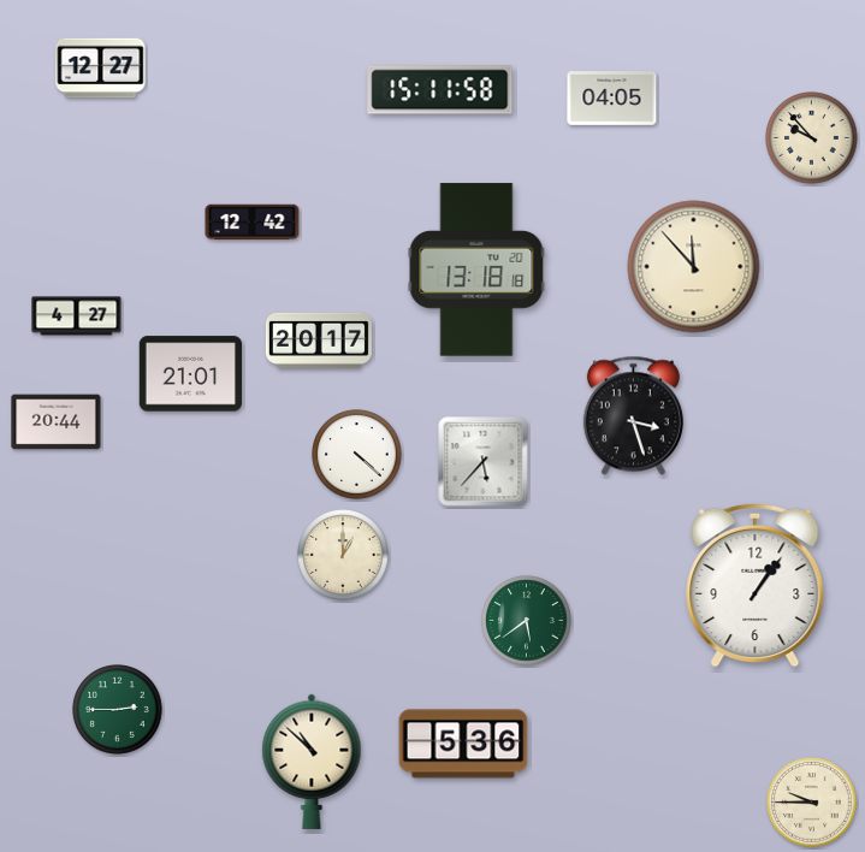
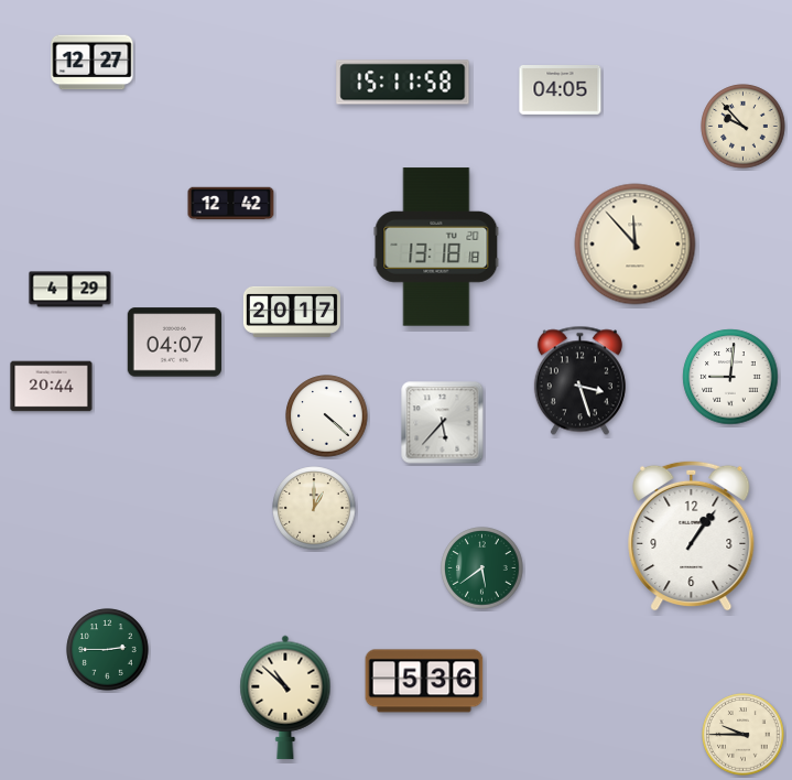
clock at (77, 316): 4:27 -> 4:29
clock at (190, 374): 21:01 -> 04:07
clock at (730, 377): none -> 9:01
